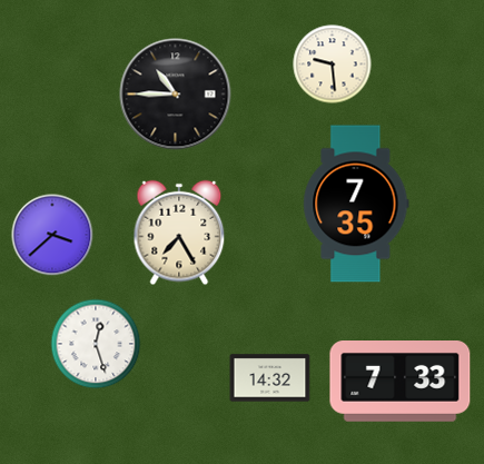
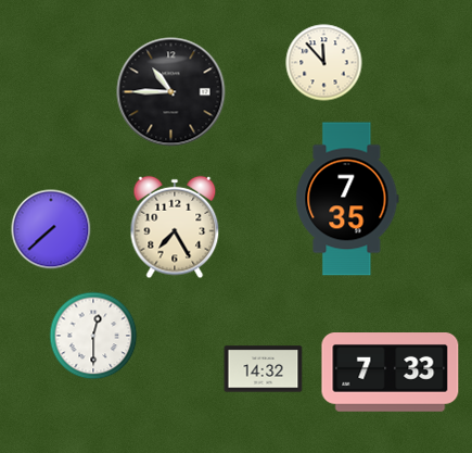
clock at (333, 65): 9:29 -> 11:53
clock at (52, 235): 3:38 -> 7:38
clock at (96, 344): 12:27 -> 12:30
